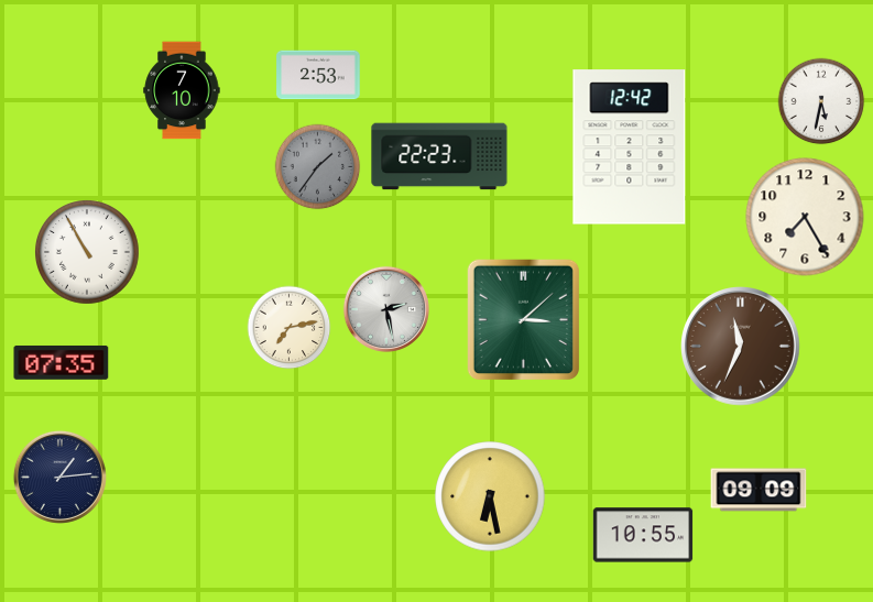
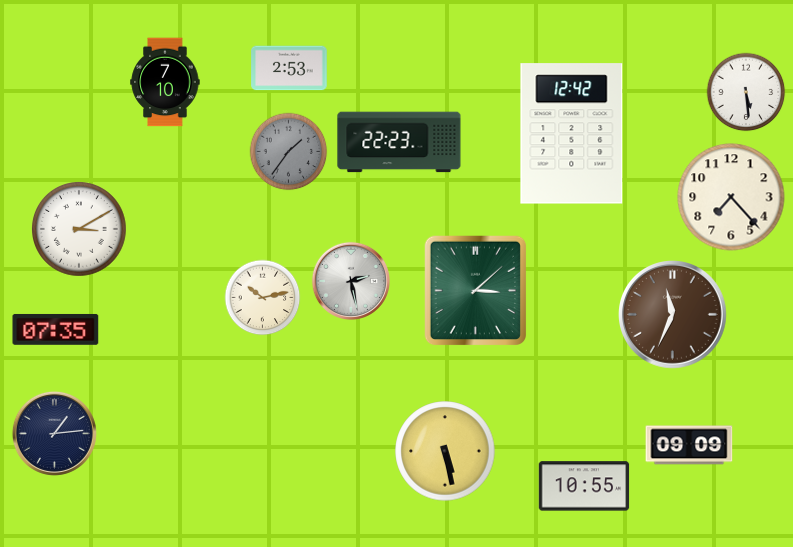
clock at (821, 101): 5:32 -> 5:29
clock at (805, 217): 7:25 -> 7:23
clock at (88, 253): 10:55 -> 3:10
clock at (290, 328): 7:13 -> 10:13
clock at (490, 496): 6:28 -> 5:28
